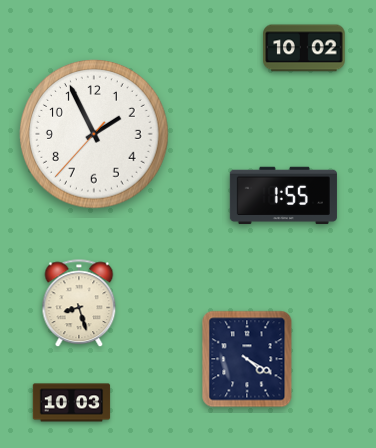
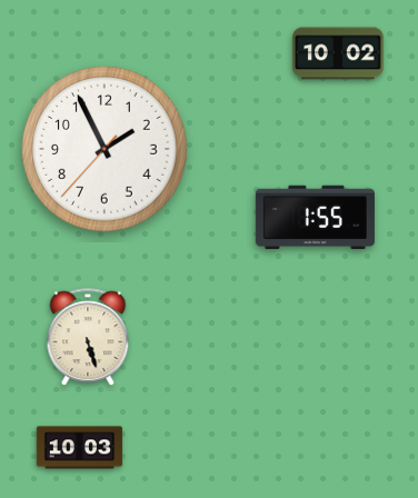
clock at (79, 304): 8:27 -> 5:27
clock at (247, 359): 4:20 -> none
